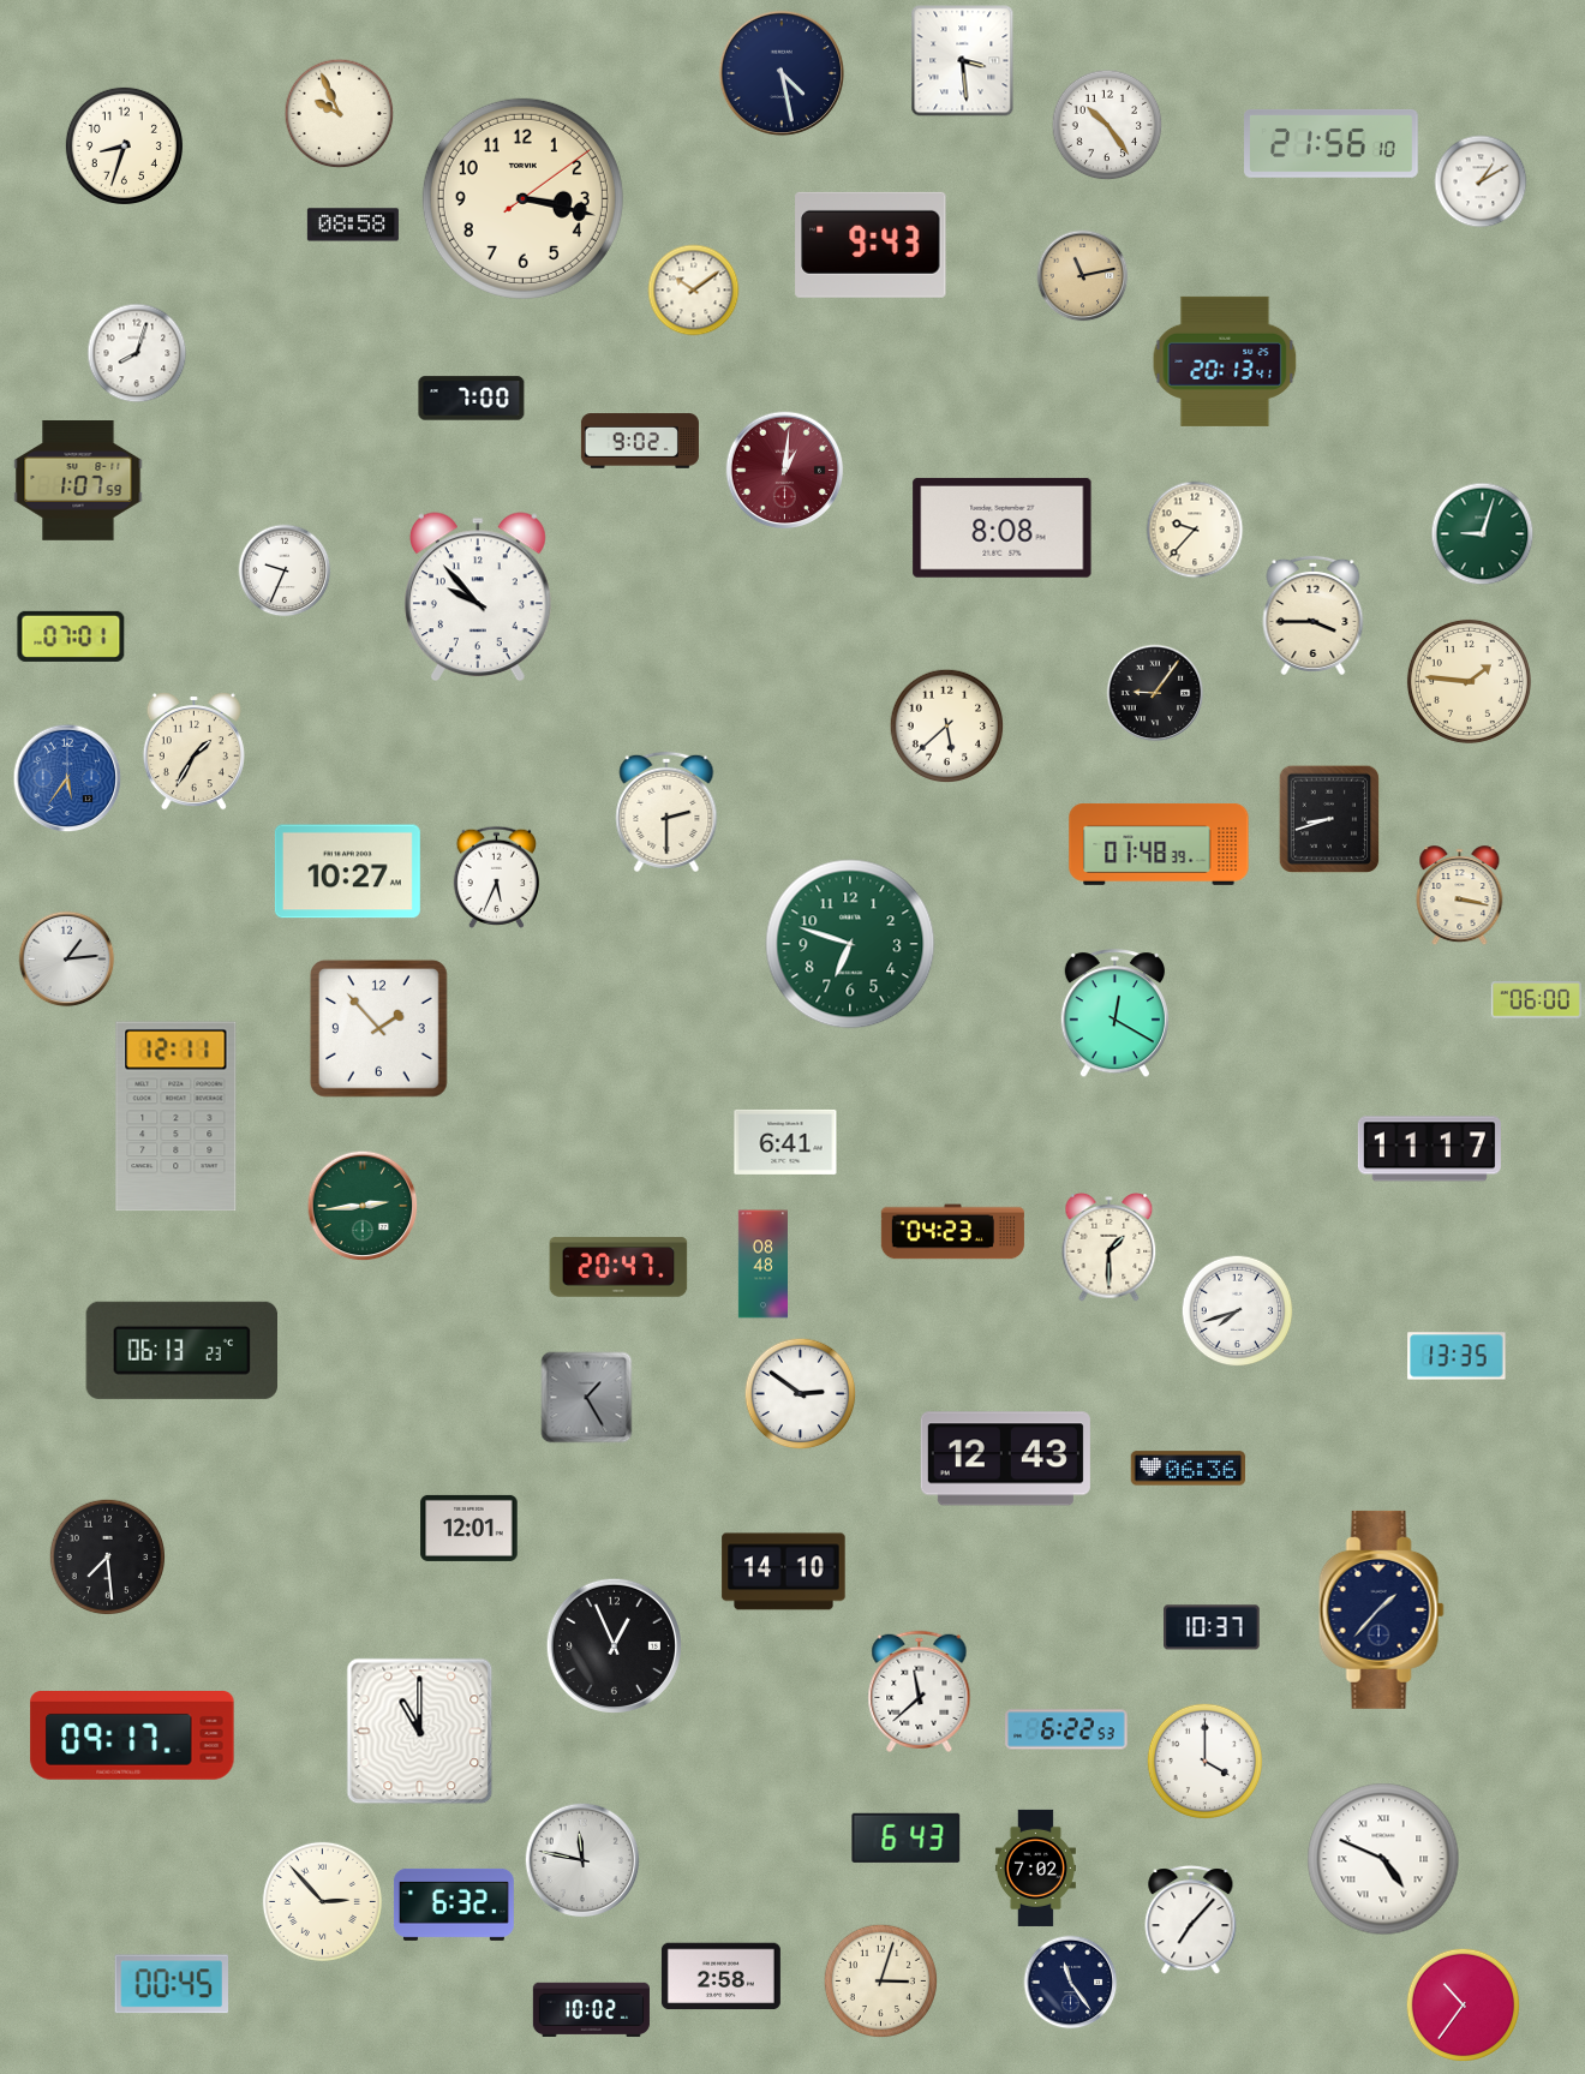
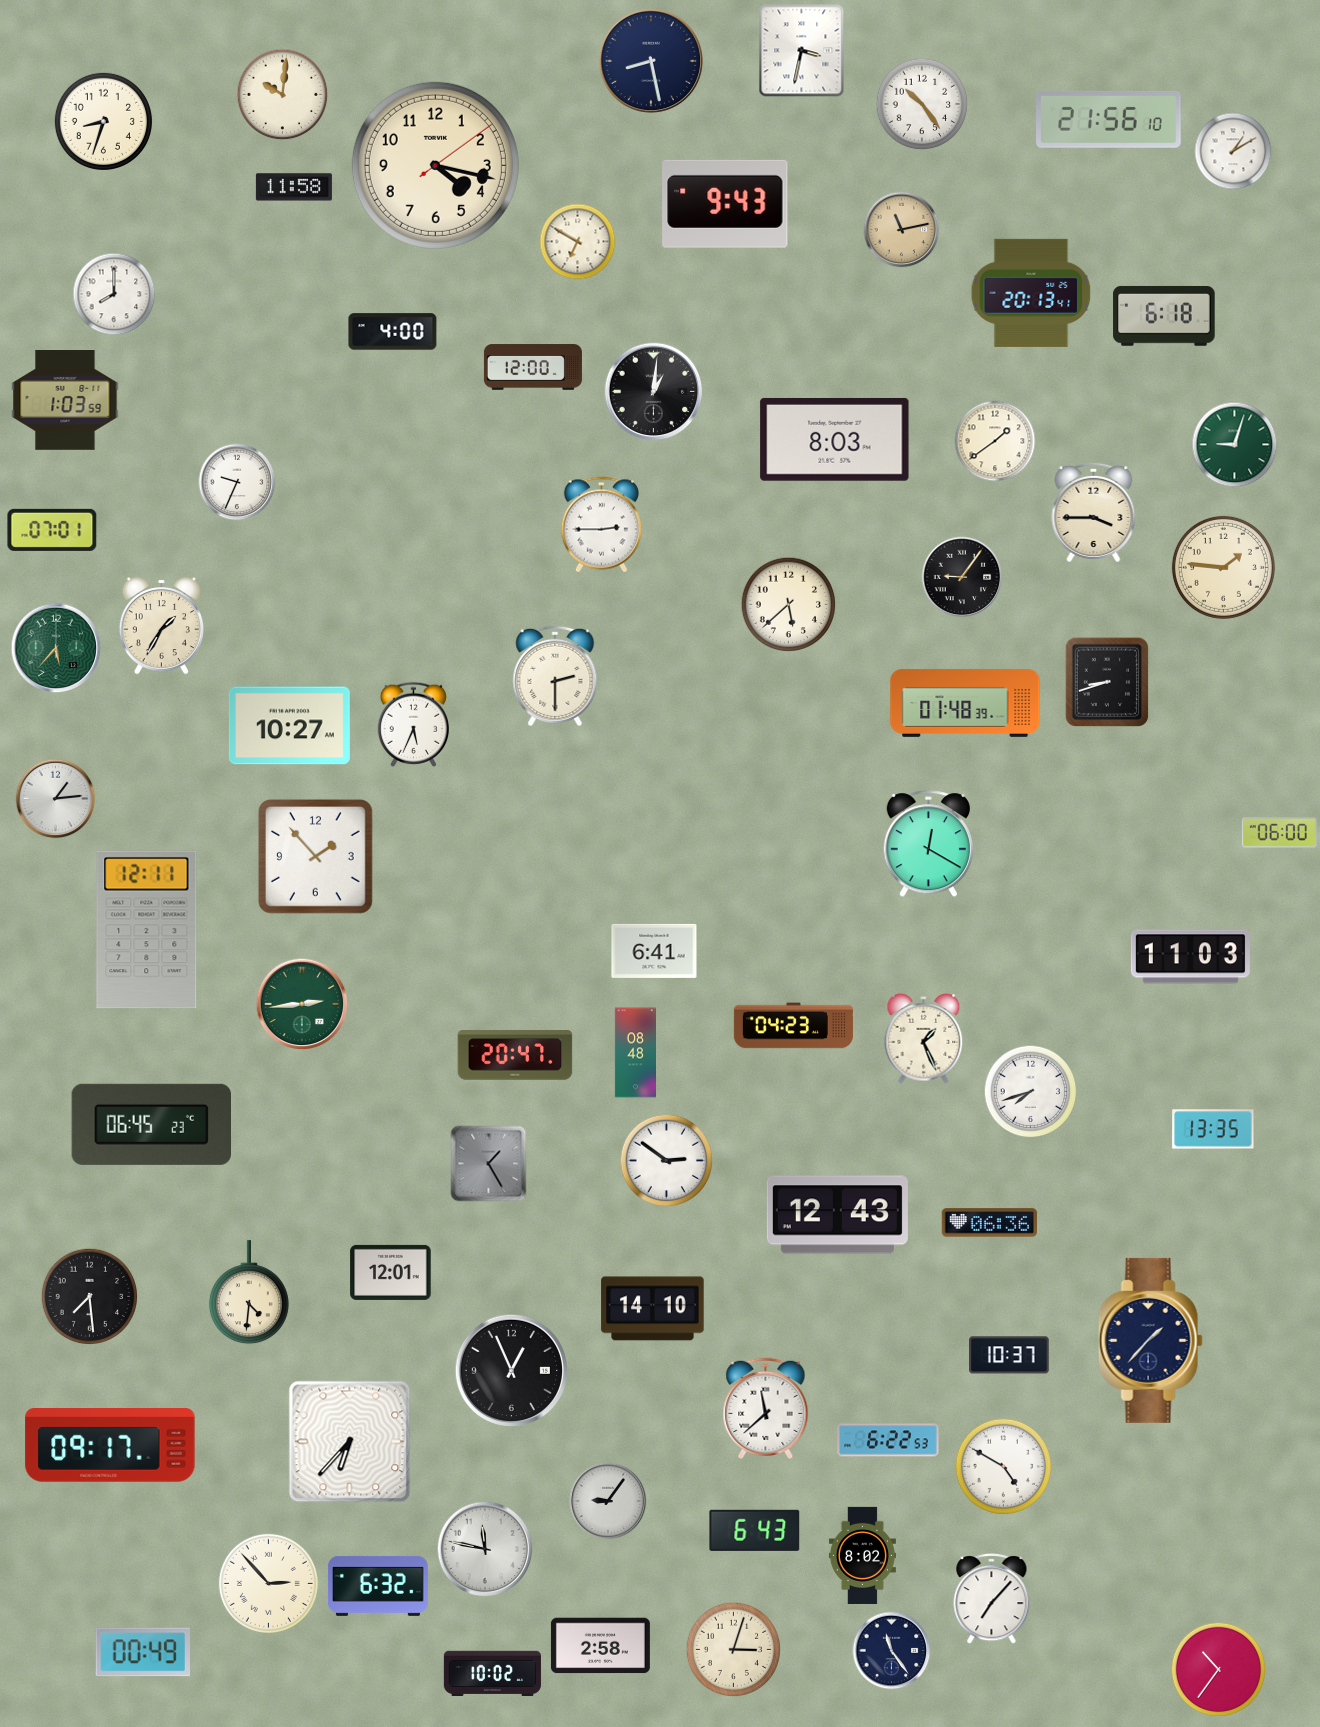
clock at (963, 61): 3:29 -> 3:32
clock at (782, 73): 4:28 -> 8:28
clock at (340, 114): 9:56 -> 10:01
clock at (522, 198): 3:17 -> 4:17
clock at (353, 225): 08:58 -> 11:58
clock at (694, 291): 10:09 -> 6:50
clock at (137, 353): 8:03 -> 8:00
clock at (1225, 361) position: (1225, 361) -> (1031, 293)
clock at (1164, 316): none -> 6:18
clock at (472, 399): 7:00 -> 4:00
clock at (640, 441): 9:02 -> 12:00
clock at (785, 471) dial: burgundy -> black
clock at (78, 482): 1:07 -> 1:03
clock at (1003, 527): 8:08 -> 8:03
clock at (1195, 530): 9:37 -> 1:39
clock at (285, 570) position: (285, 570) -> (237, 482)
clock at (478, 597): 9:53 -> none
clock at (601, 525): none -> 2:45
clock at (71, 636) position: (71, 636) -> (52, 530)
clock at (67, 778): 5:36 -> 5:37
clock at (67, 778) dial: blue -> green
clock at (496, 877) position: (496, 877) -> (413, 724)
clock at (1460, 896): 3:17 -> none
clock at (850, 944): 6:48 -> none
clock at (1429, 1149): 11:17 -> 11:03
clock at (1109, 1248): 1:30 -> 1:26
clock at (181, 1350): 06:13 -> 06:45
clock at (249, 1293): none -> 4:31
clock at (420, 1732): 11:00 -> 6:37
clock at (1204, 1761): 4:00 -> 4:50
clock at (608, 1501): none -> 9:06
clock at (1383, 1859): 4:49 -> none
clock at (1035, 1867): 7:02 -> 8:02
clock at (171, 1984): 00:45 -> 00:49
